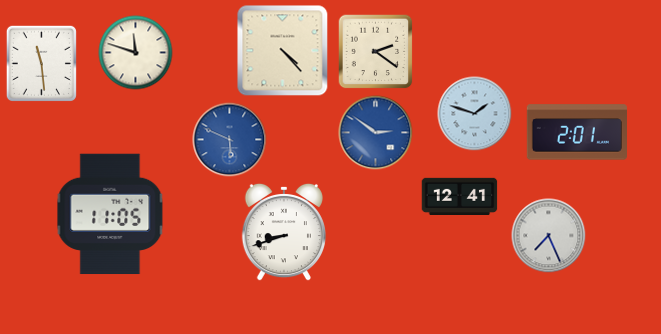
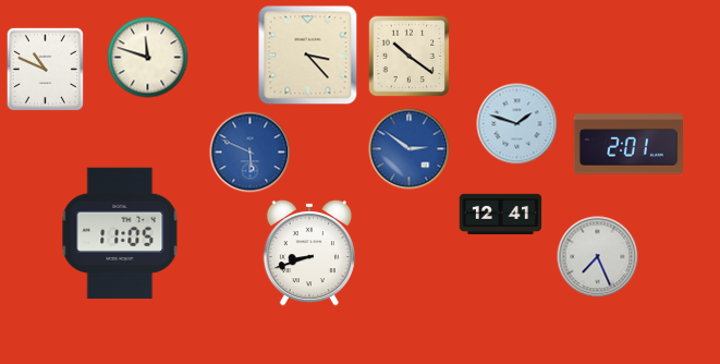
clock at (283, 51): 4:23 -> 3:23
clock at (376, 52): 2:21 -> 10:21
clock at (41, 63): 11:29 -> 10:49
clock at (376, 133) position: (376, 133) -> (410, 149)
